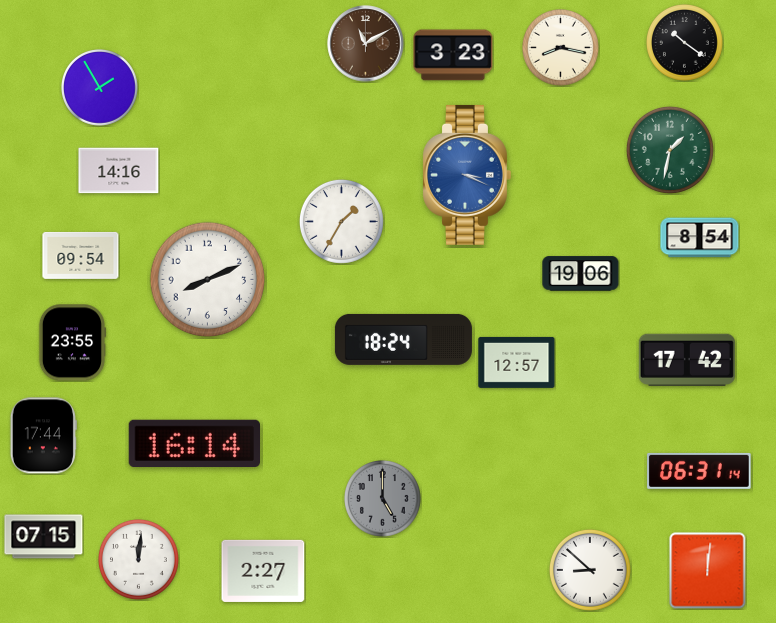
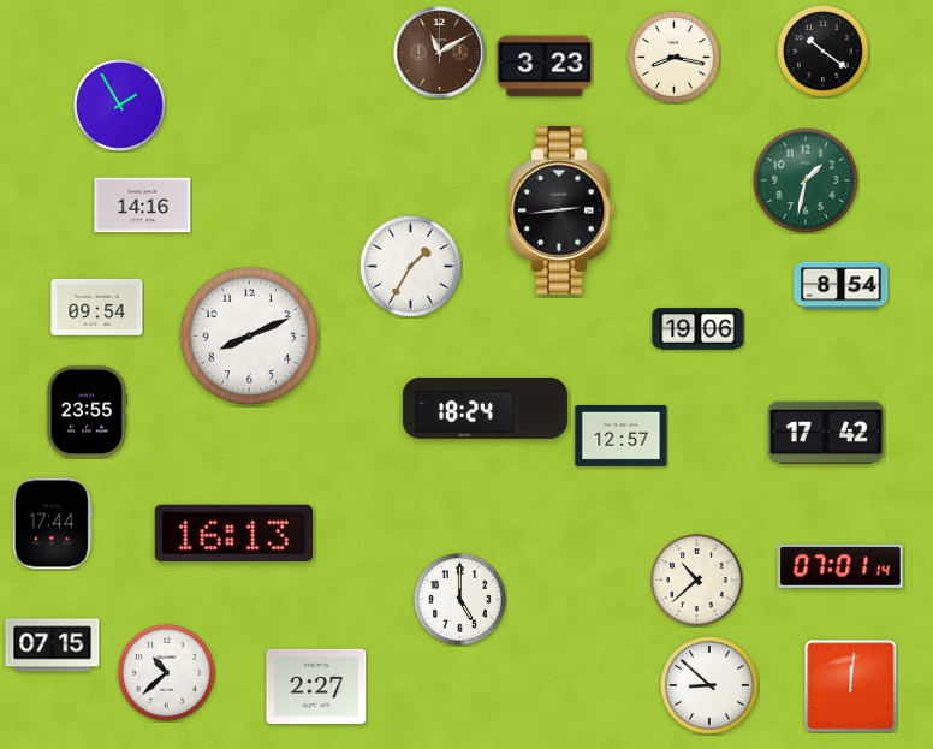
clock at (467, 175): 3:19 -> 2:44
clock at (467, 175) dial: blue -> black
clock at (194, 443): 16:14 -> 16:13
clock at (699, 471): 06:31 -> 07:01
clock at (697, 581): none -> 10:38
clock at (383, 499) dial: grey -> white
clock at (138, 559): 12:01 -> 10:38
